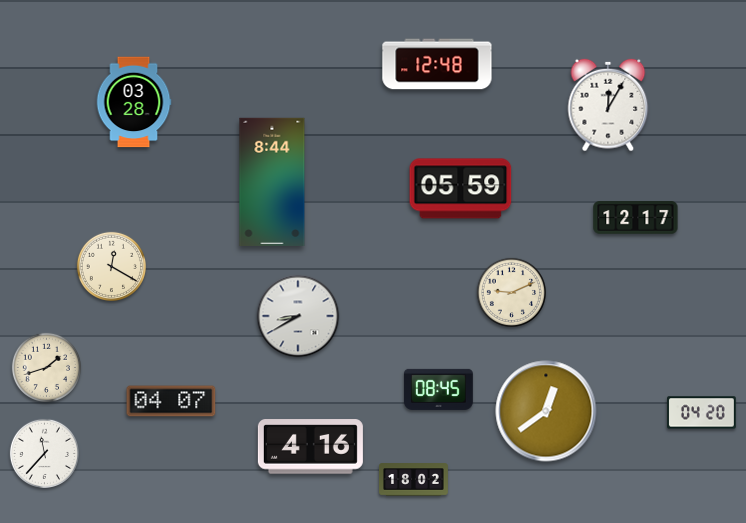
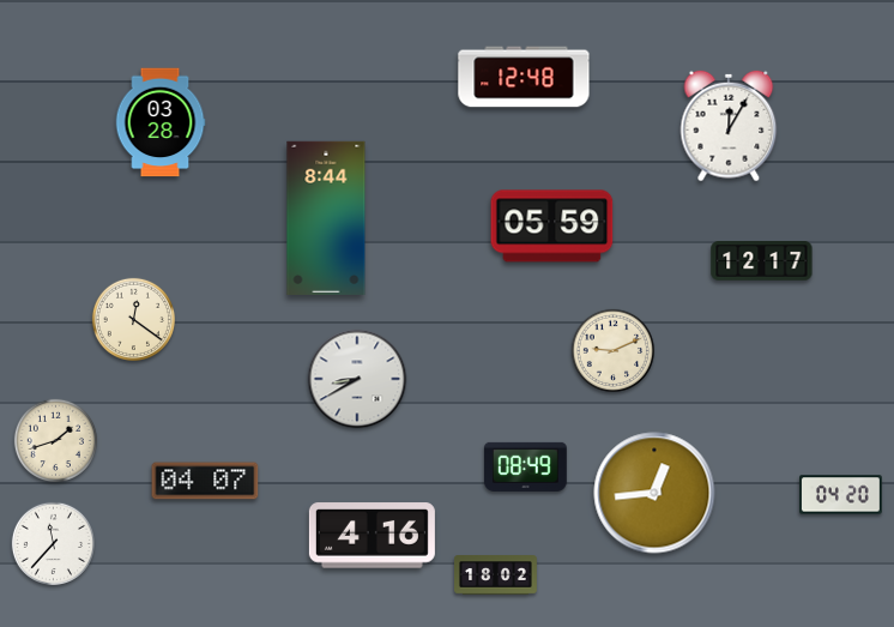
clock at (111, 266): 12:20 -> 12:21
clock at (438, 389): 08:45 -> 08:49
clock at (546, 411): 12:39 -> 12:44
